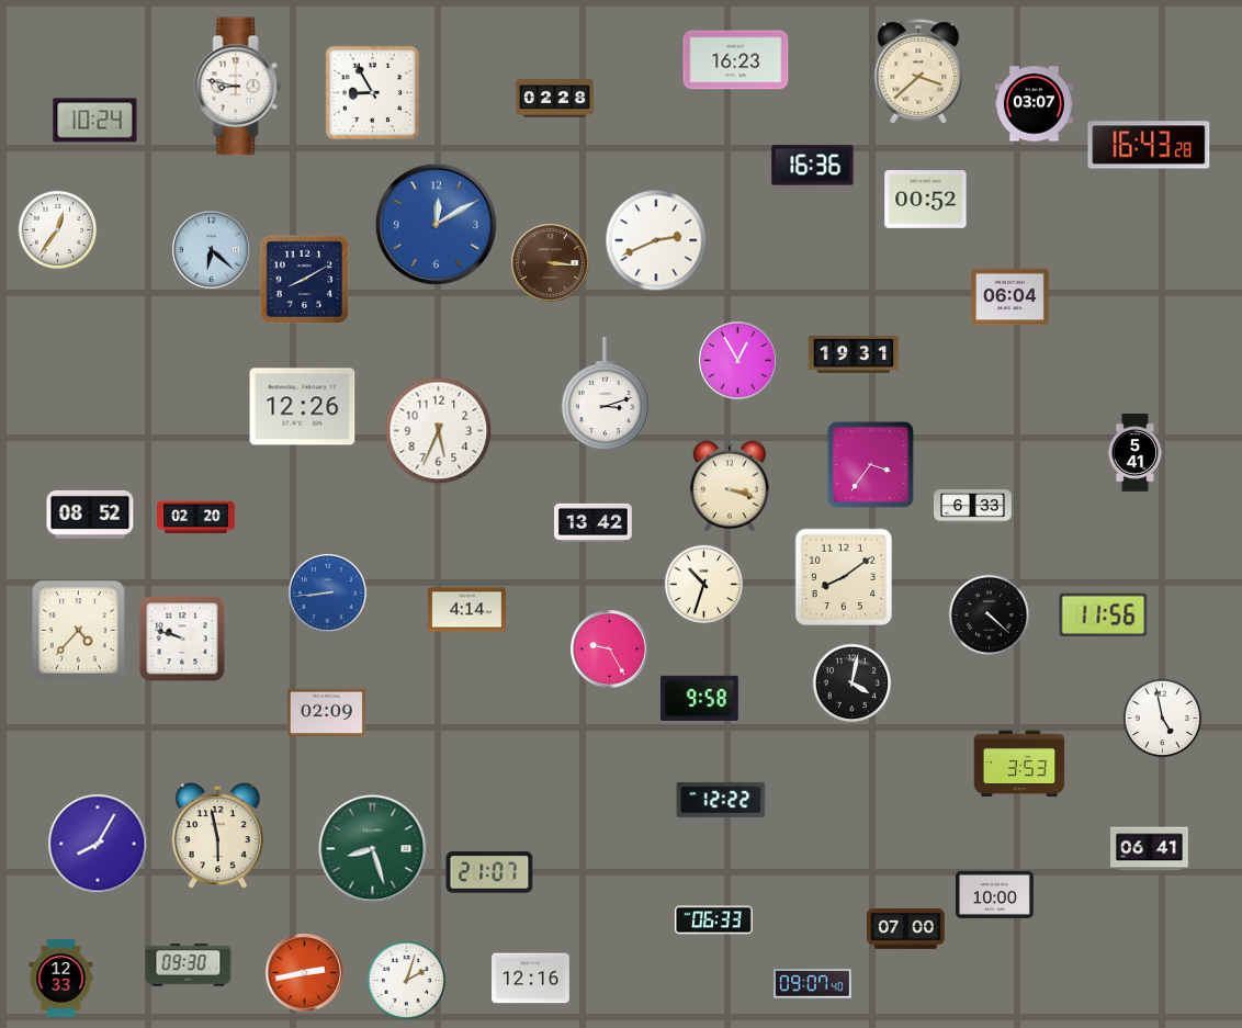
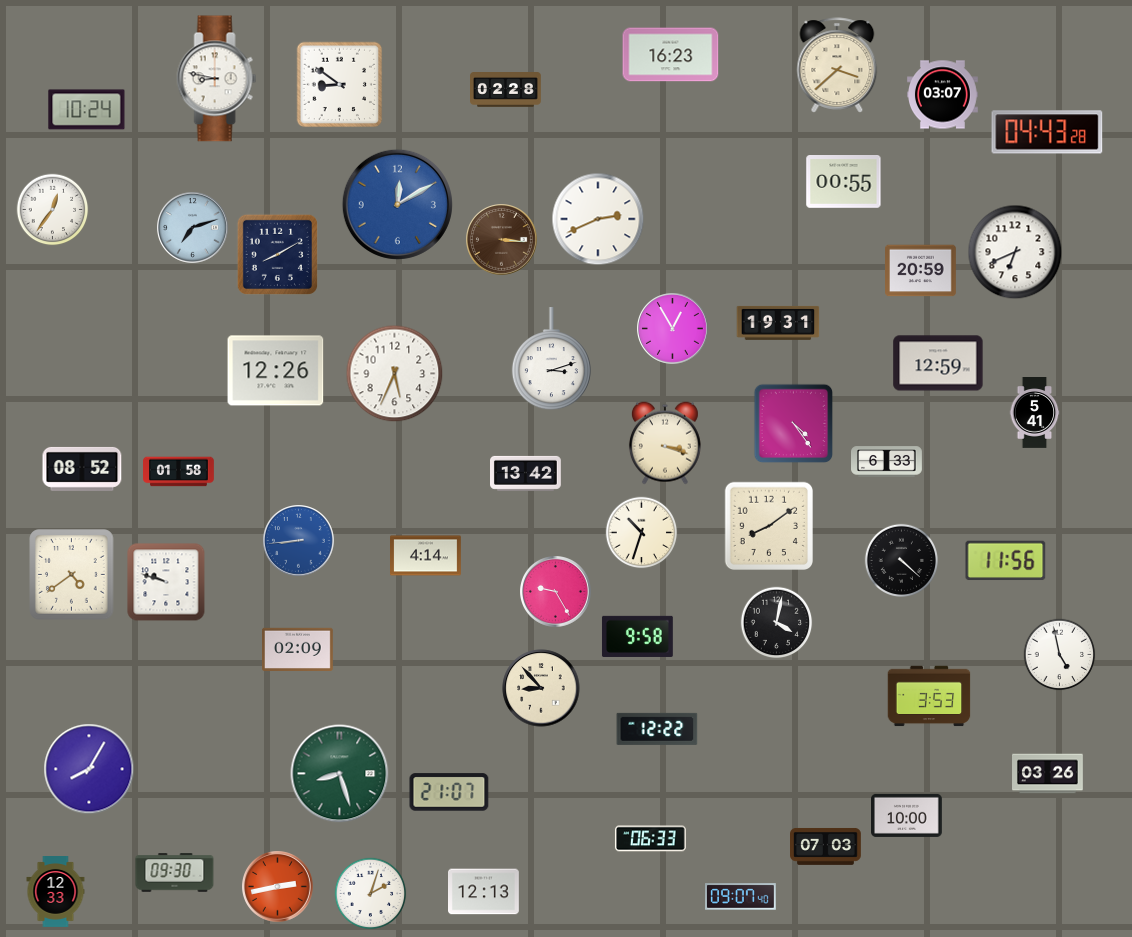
clock at (373, 93): 8:55 -> 8:51
clock at (1149, 145): 16:43 -> 04:43
clock at (813, 166): 16:36 -> none
clock at (926, 200): 00:52 -> 00:55
clock at (212, 250): 6:22 -> 7:12
clock at (1015, 252): none -> 6:41
clock at (1010, 297): 06:04 -> 20:59
clock at (938, 363): none -> 12:59
clock at (439, 431) position: (439, 431) -> (395, 374)
clock at (871, 465): 3:36 -> 4:24
clock at (196, 518): 02:20 -> 01:58
clock at (594, 522) position: (594, 522) -> (526, 473)
clock at (79, 631): 4:37 -> 4:39
clock at (541, 688): none -> 8:53
clock at (217, 837): 5:58 -> none
clock at (1150, 849): 06:41 -> 03:26
clock at (489, 872) position: (489, 872) -> (449, 792)
clock at (906, 928): 07:00 -> 07:03
clock at (189, 965) position: (189, 965) -> (175, 873)
clock at (531, 979): 12:16 -> 12:13
